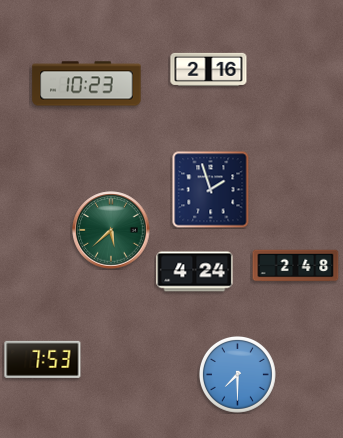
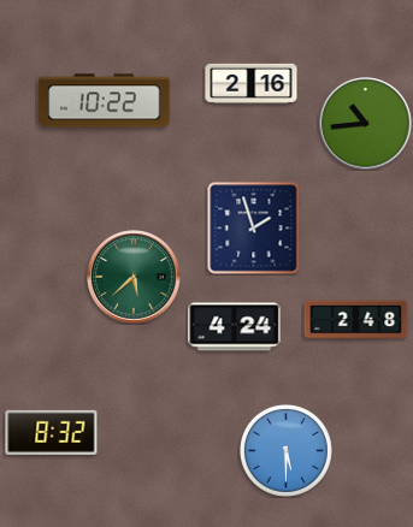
clock at (87, 84): 10:23 -> 10:22
clock at (366, 124): none -> 10:44
clock at (43, 359): 7:53 -> 8:32
clock at (237, 374): 7:30 -> 5:30
